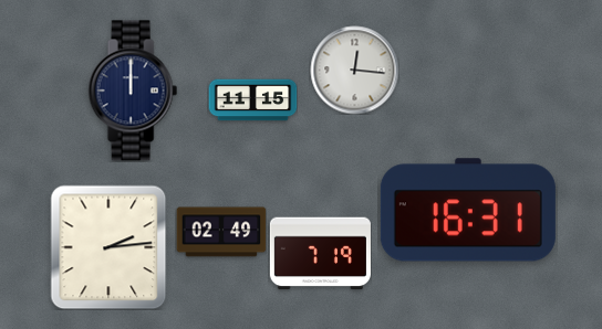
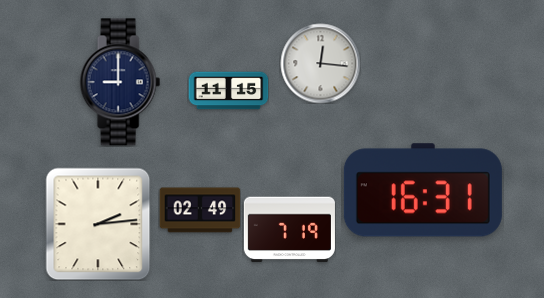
clock at (133, 91): 12:00 -> 9:00
